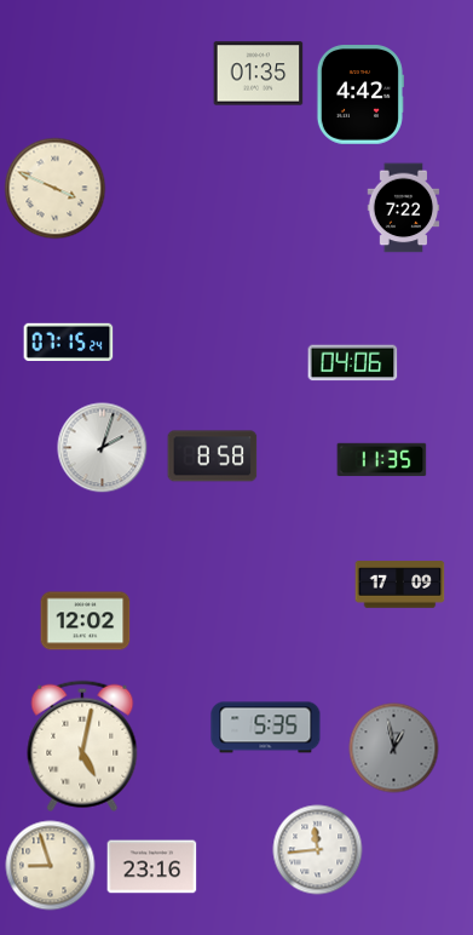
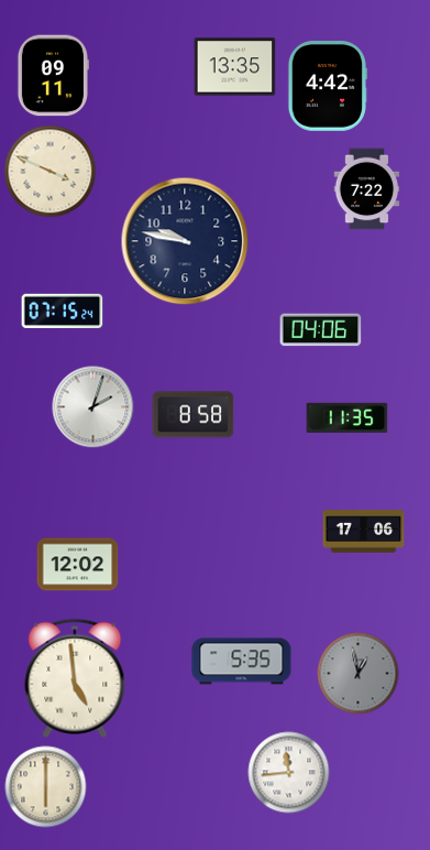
clock at (259, 74): 01:35 -> 13:35
clock at (53, 76): none -> 09:11
clock at (185, 241): none -> 9:47
clock at (400, 585): 17:09 -> 17:06
clock at (82, 746): 5:02 -> 4:59
clock at (394, 748) position: (394, 748) -> (359, 674)
clock at (51, 866): 8:57 -> 6:00
clock at (152, 867): 23:16 -> none
